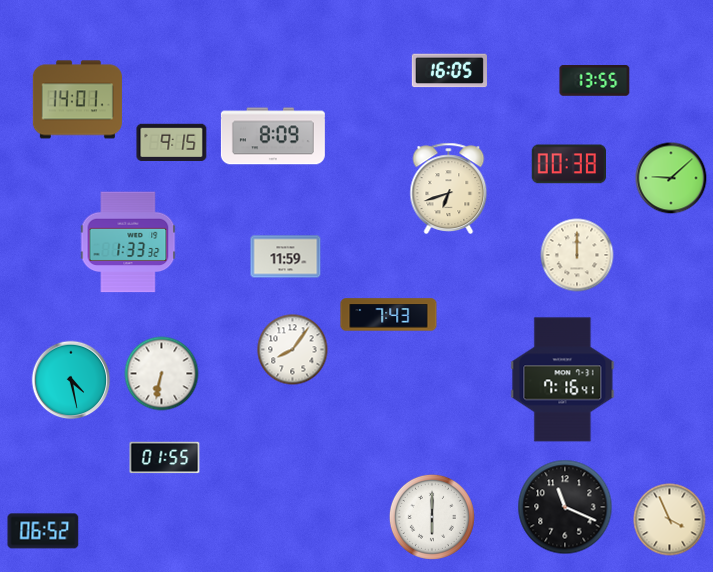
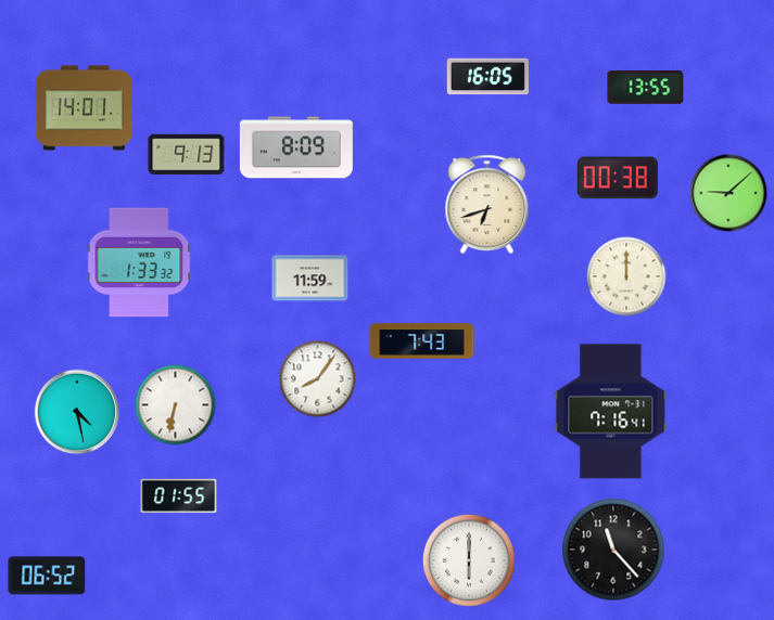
clock at (172, 142): 9:15 -> 9:13
clock at (565, 507): 11:19 -> 11:23
clock at (670, 520): 3:56 -> none
